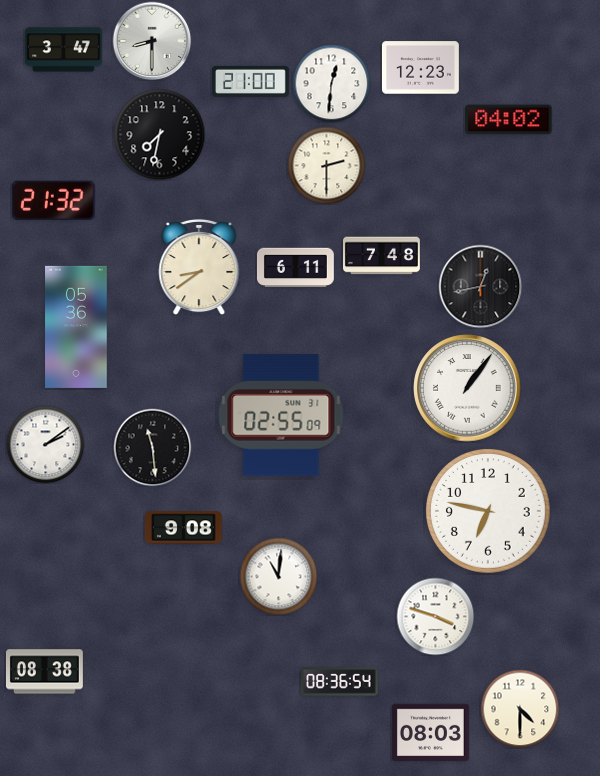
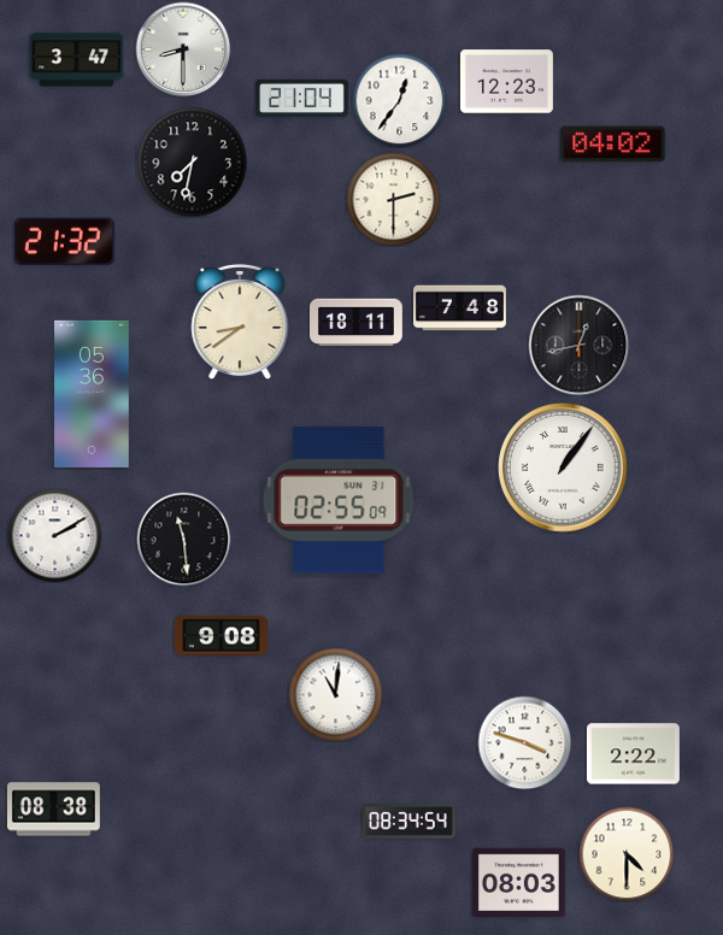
clock at (250, 81): 21:00 -> 21:04
clock at (331, 83): 12:31 -> 12:36
clock at (295, 268): 6:11 -> 18:11
clock at (45, 444): 2:09 -> 2:10
clock at (488, 511): 6:47 -> none
clock at (633, 754): none -> 2:22
clock at (339, 682): 08:36 -> 08:34
